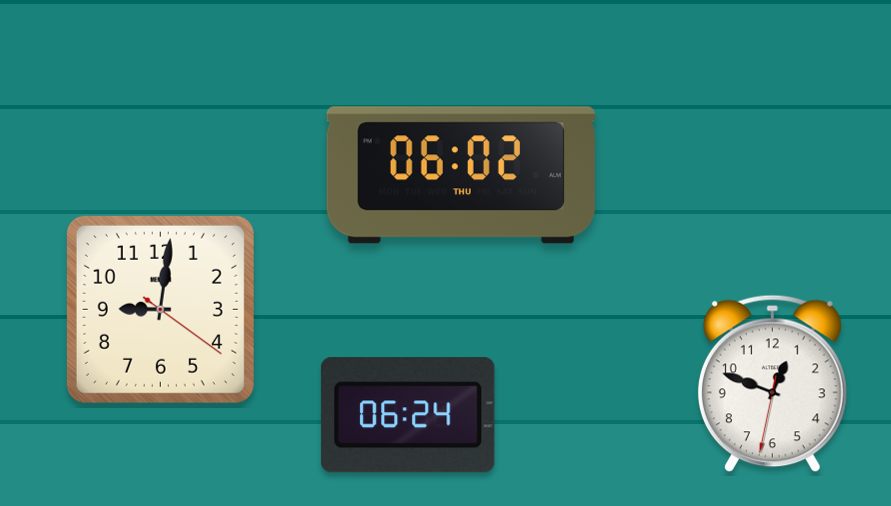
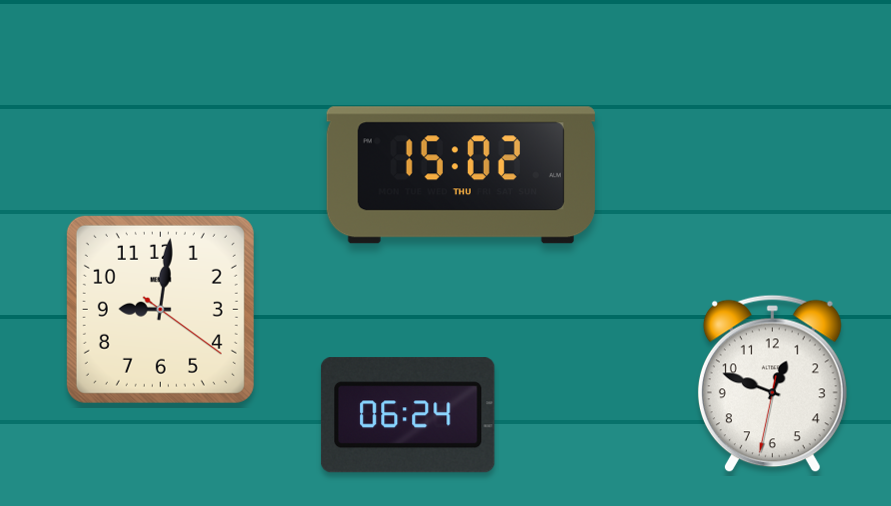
clock at (461, 175): 06:02 -> 15:02
